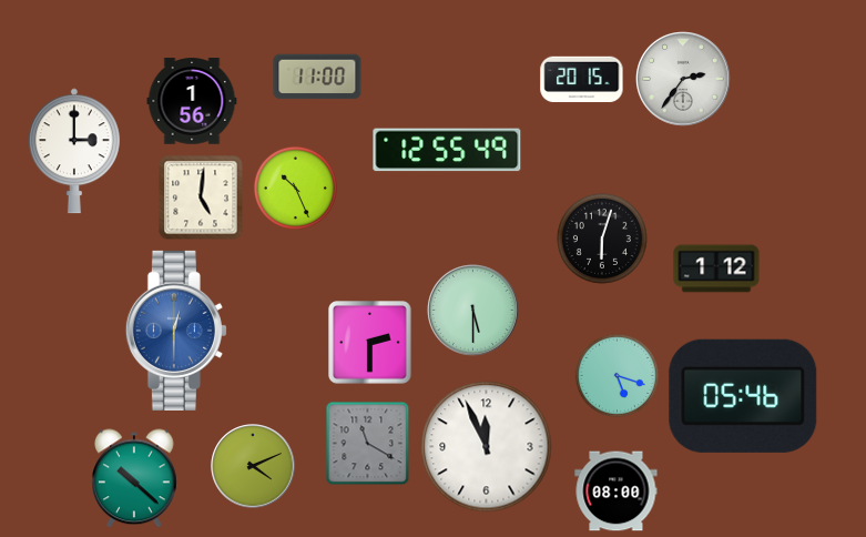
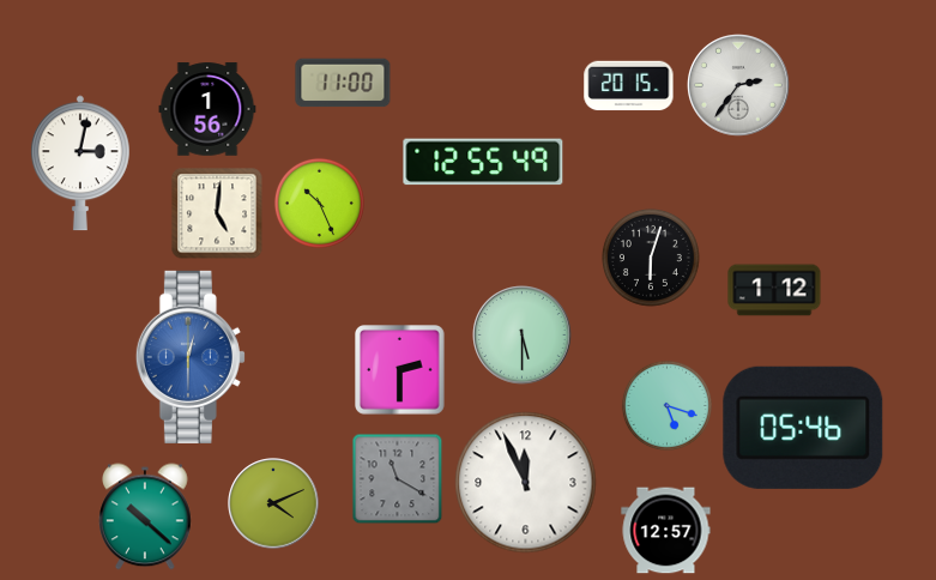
clock at (74, 151): 3:00 -> 3:02
clock at (473, 311) position: (473, 311) -> (523, 336)
clock at (617, 492): 08:00 -> 12:57
